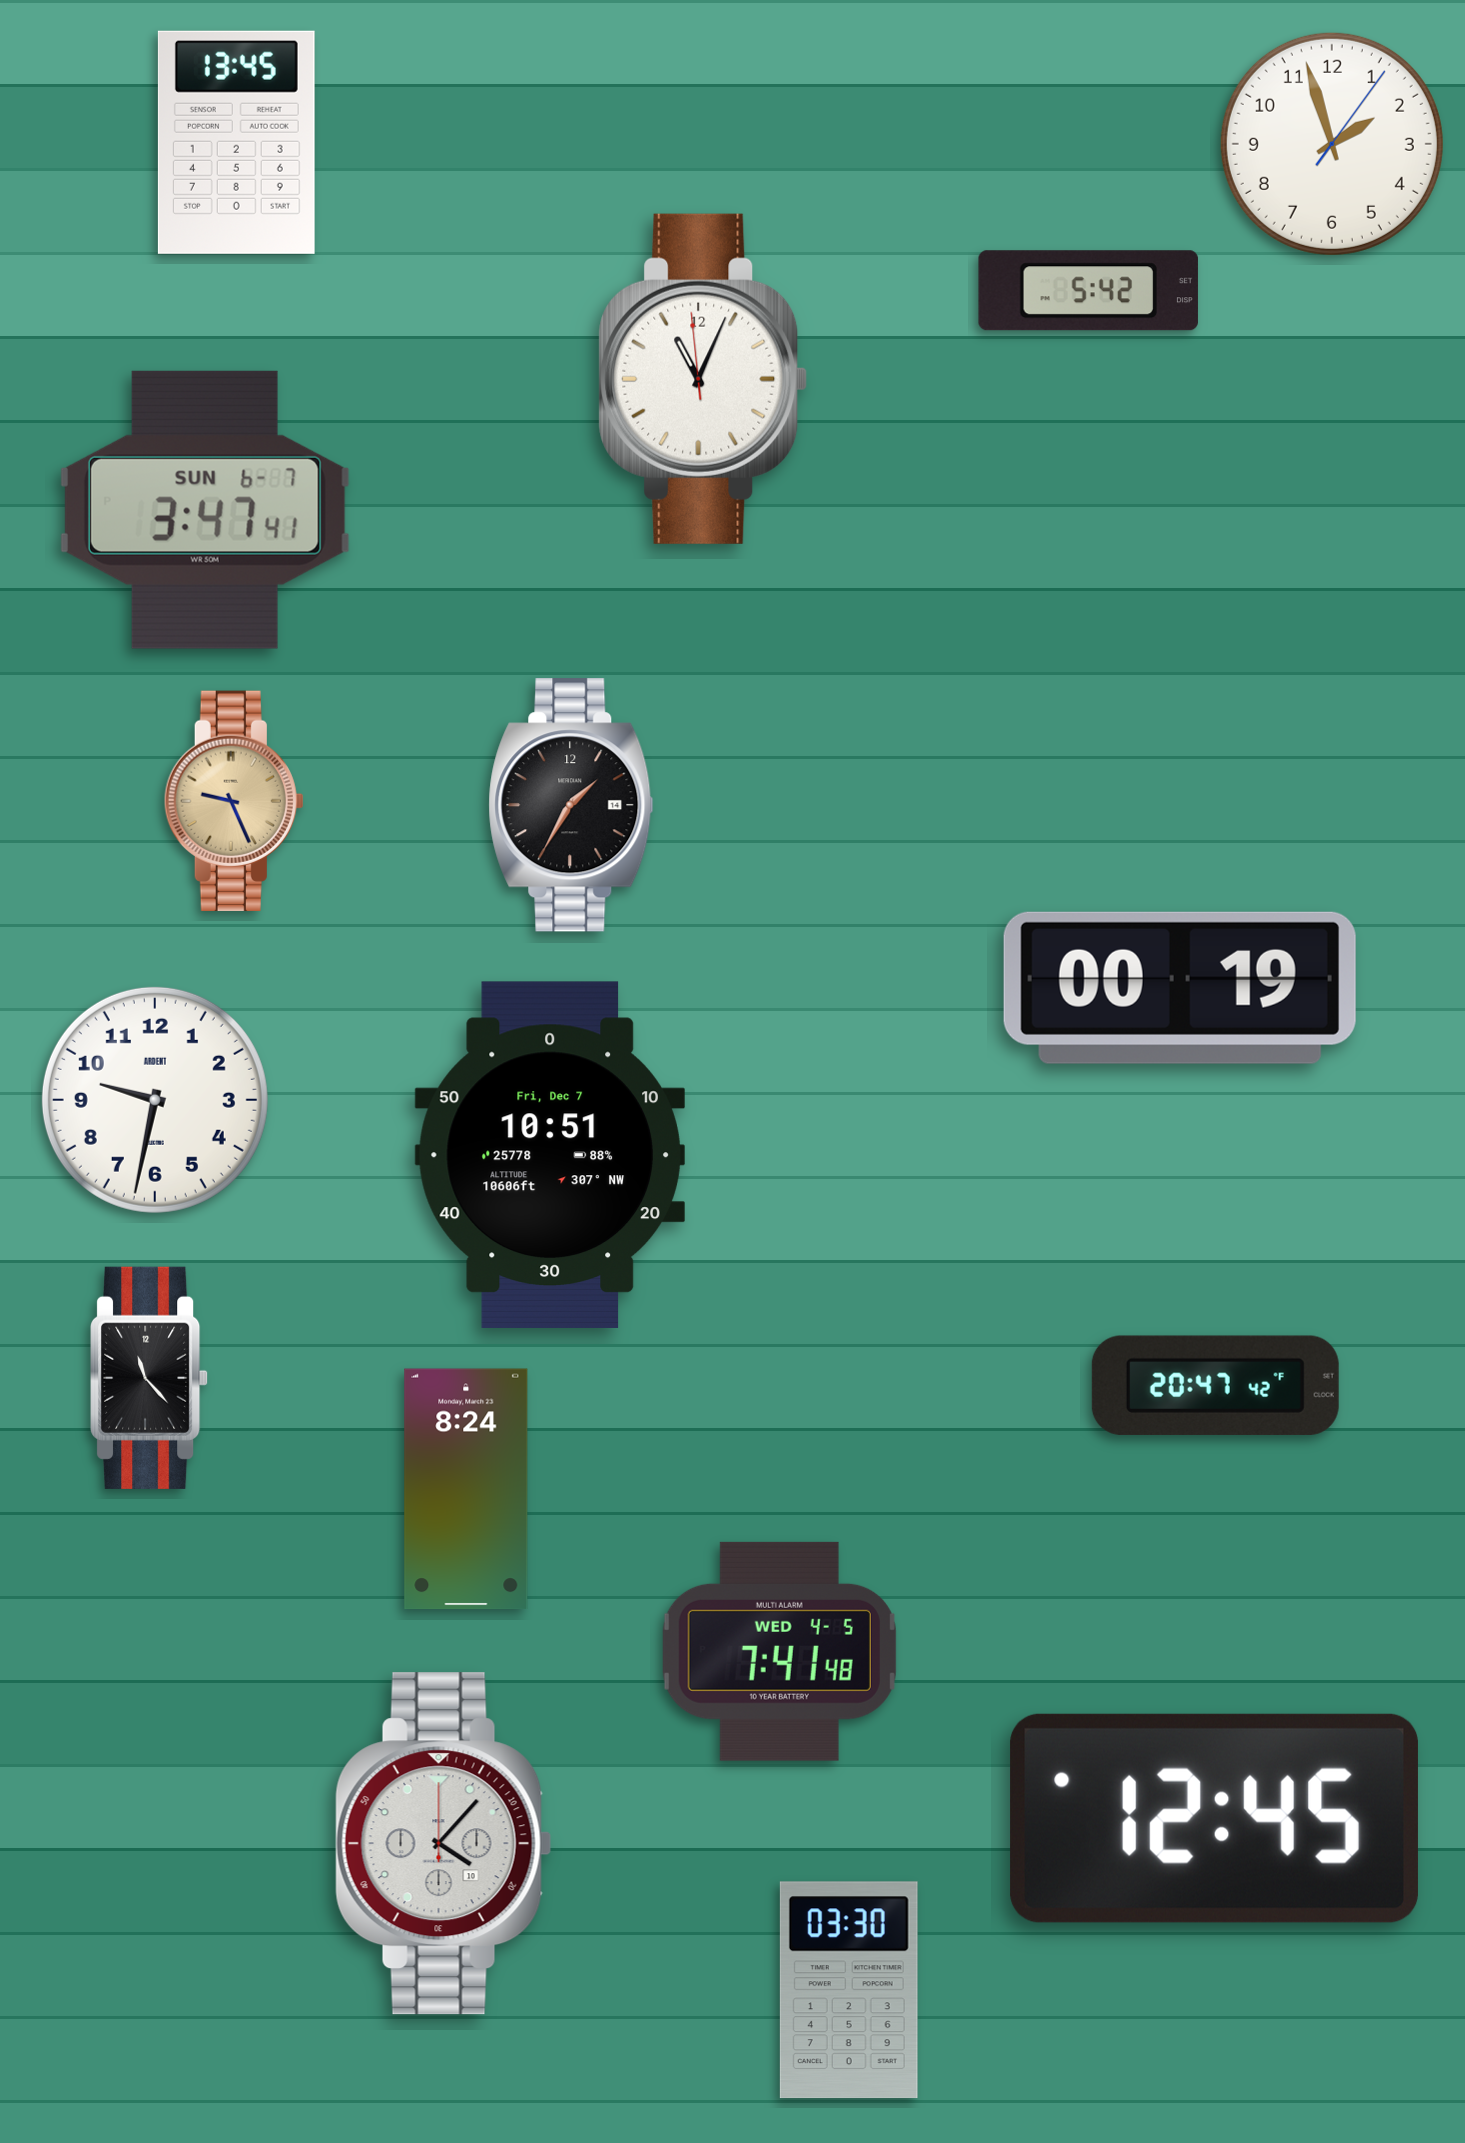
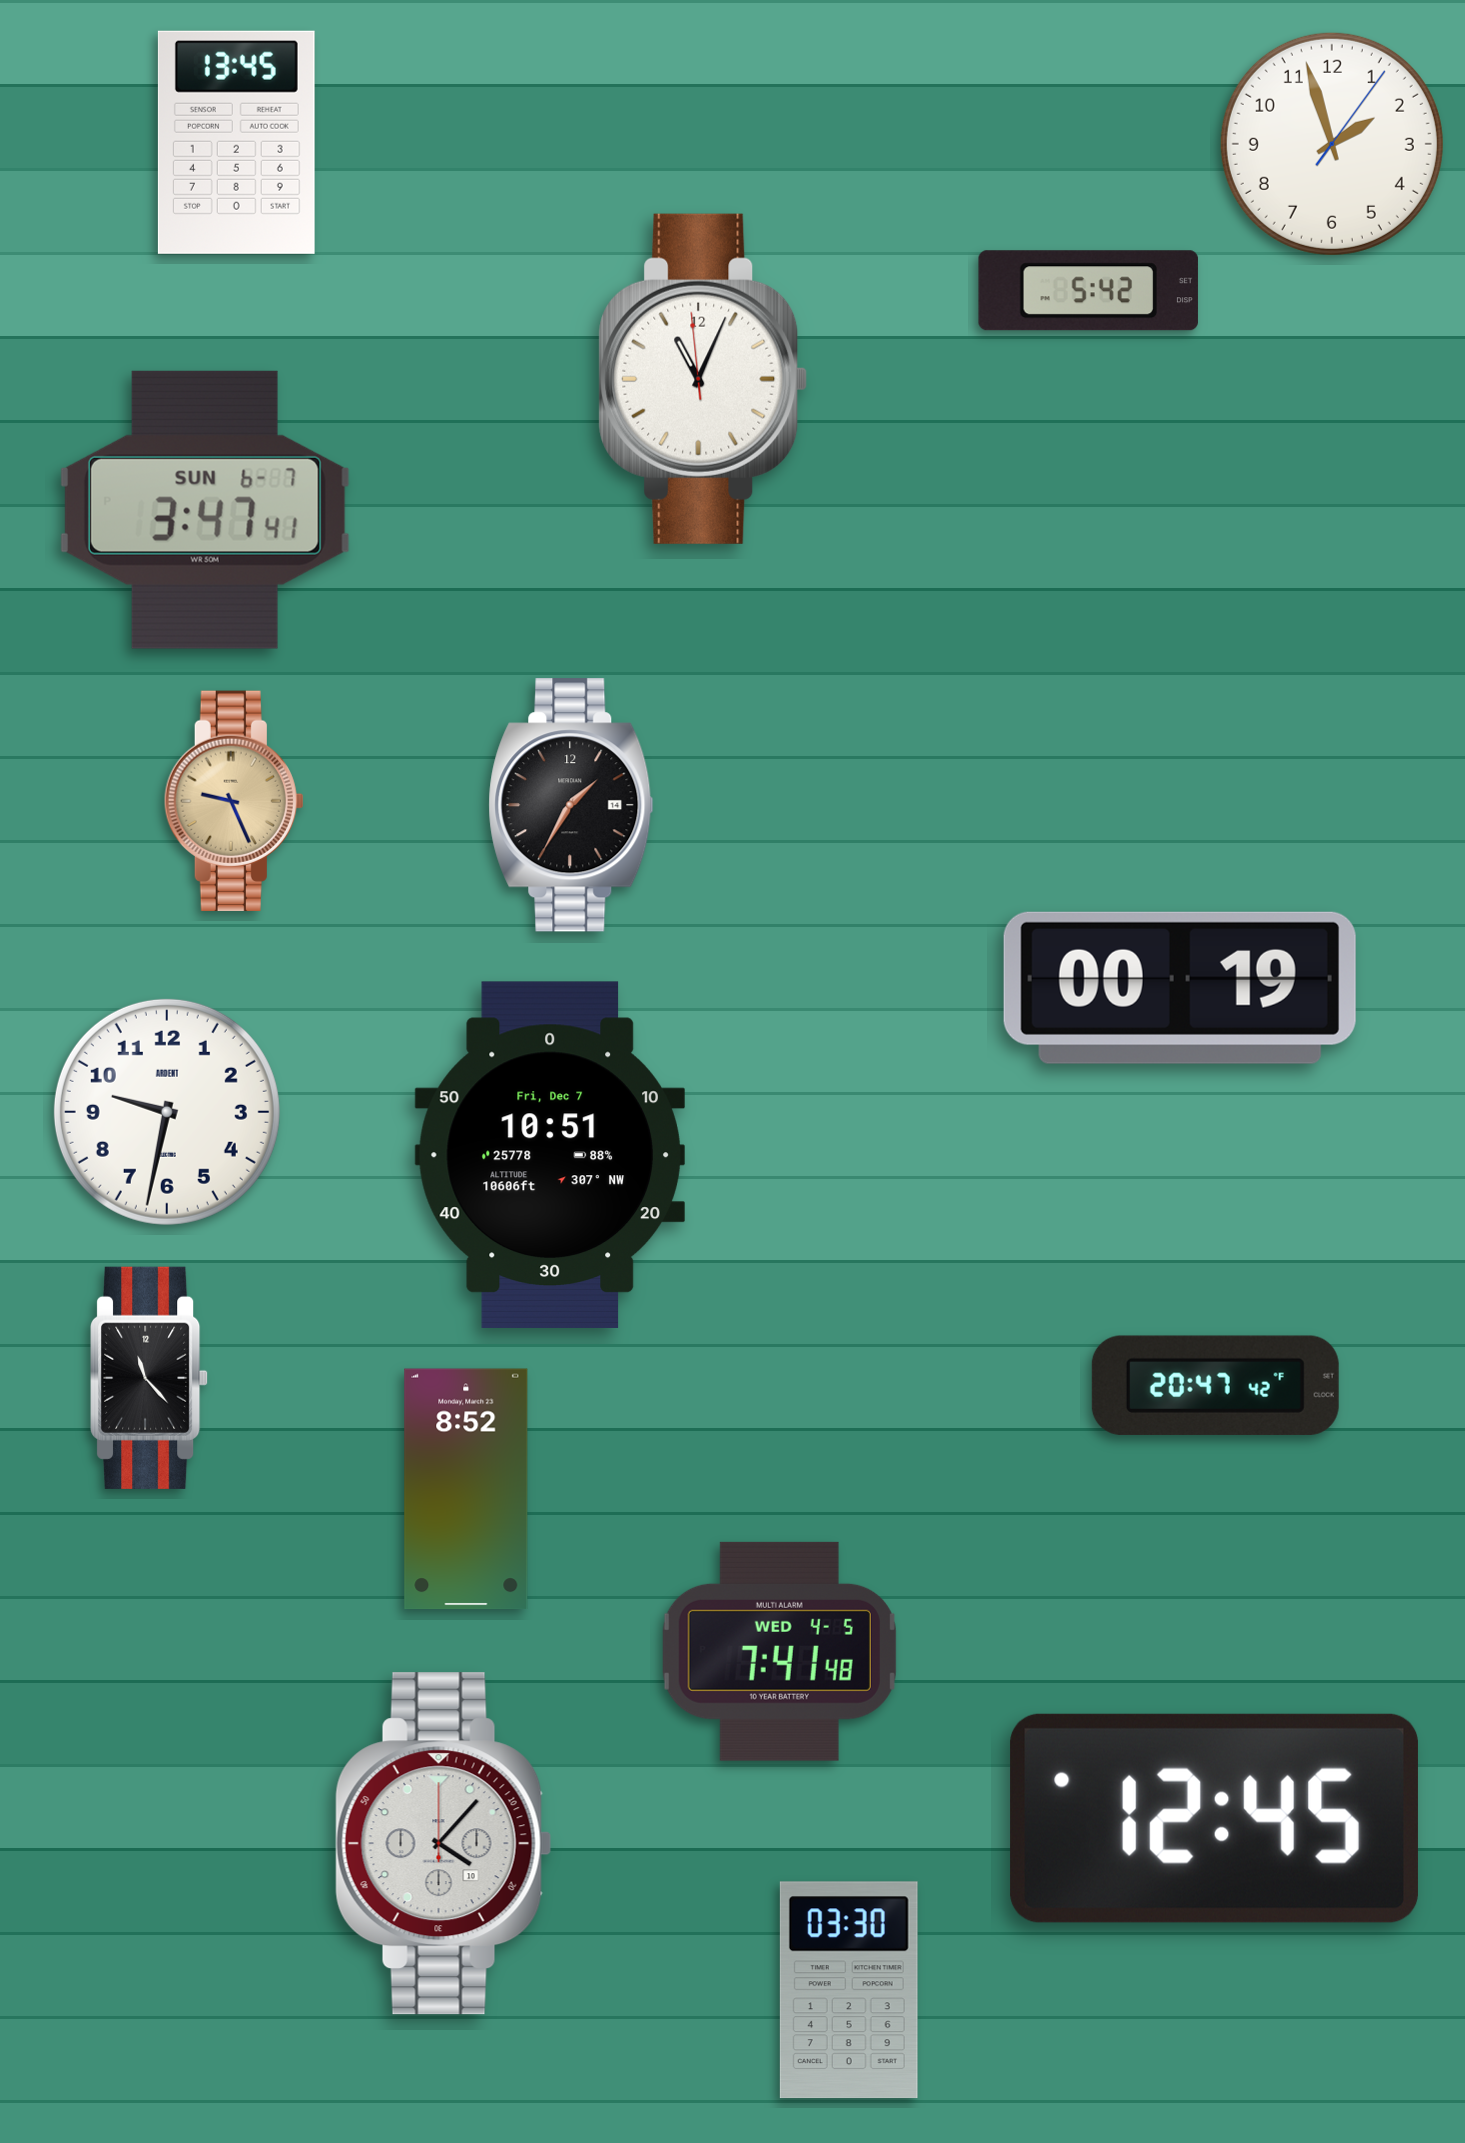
clock at (155, 1100) position: (155, 1100) -> (167, 1112)
clock at (466, 1489): 8:24 -> 8:52
